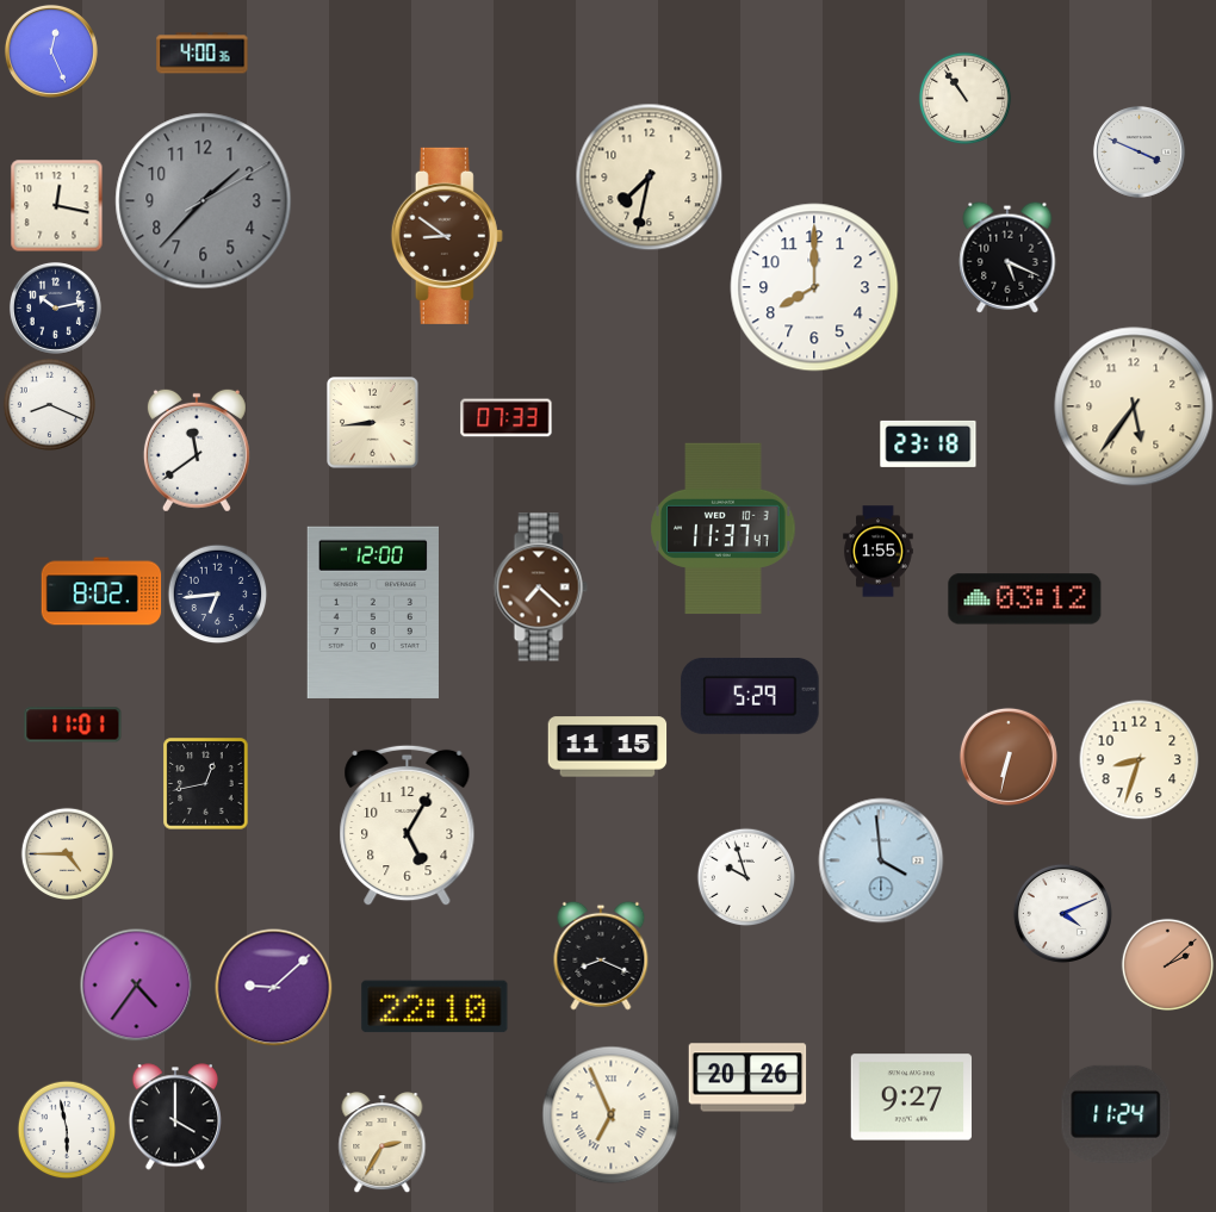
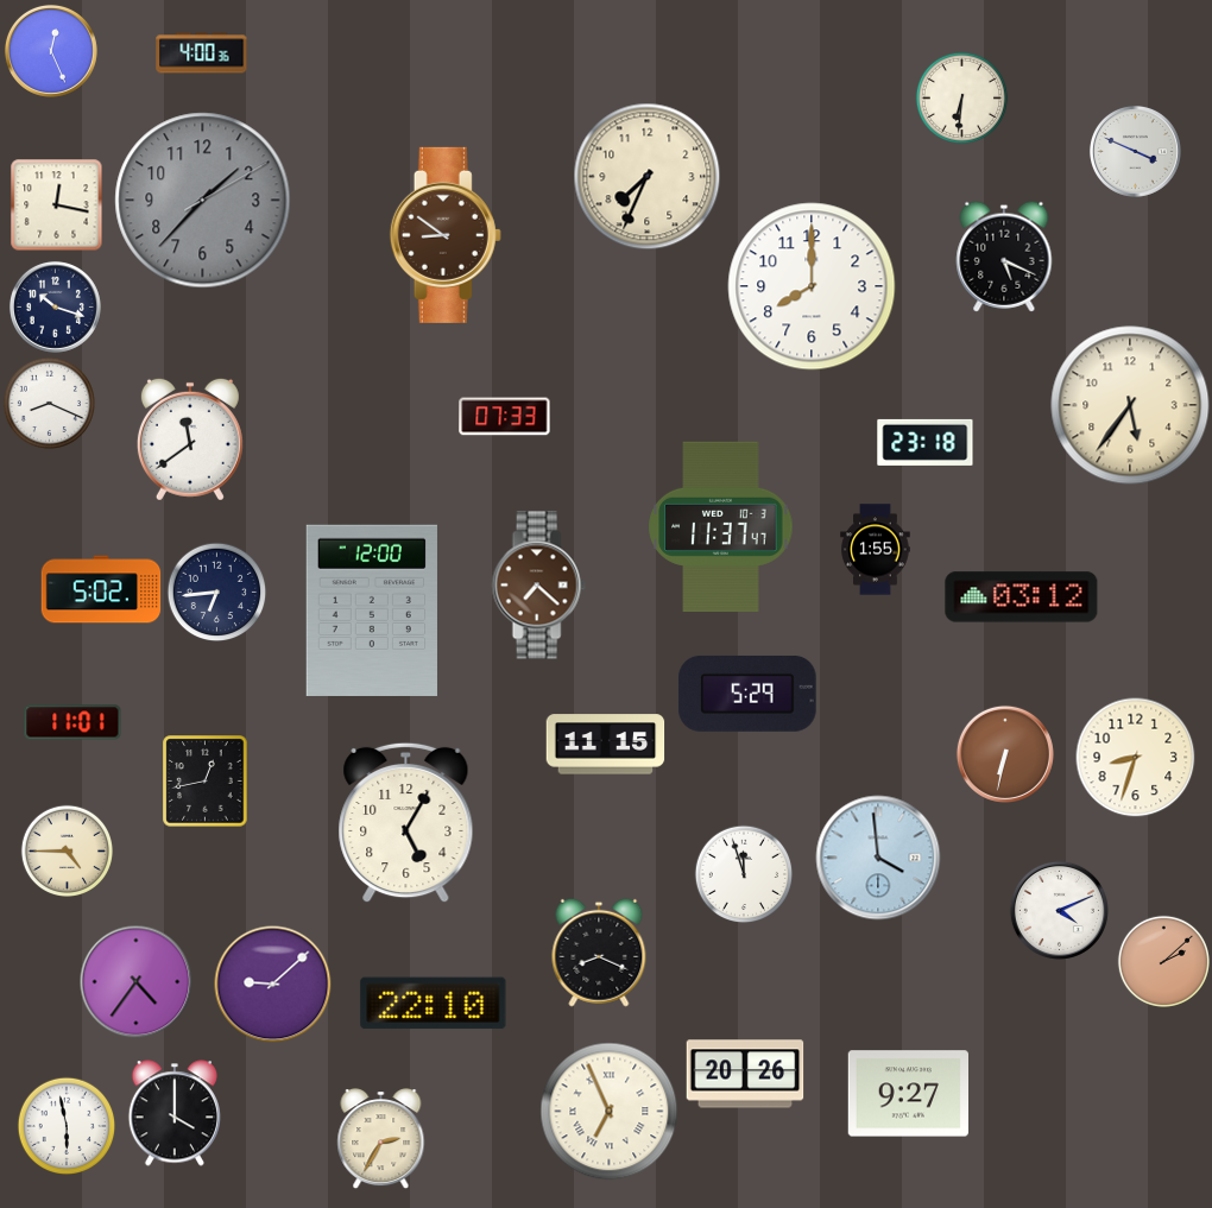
clock at (964, 98): 10:54 -> 6:31
clock at (650, 178): 7:32 -> 7:34
clock at (55, 307): 10:13 -> 10:18
clock at (373, 423): 8:44 -> none
clock at (197, 450) position: (197, 450) -> (190, 439)
clock at (101, 591): 8:02 -> 5:02
clock at (746, 877): 9:57 -> 11:57
clock at (1116, 1114): 11:24 -> none
